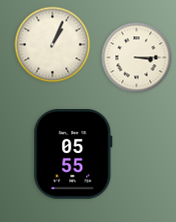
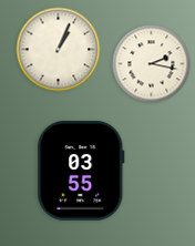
clock at (137, 58): 3:15 -> 2:17
clock at (73, 155): 05:55 -> 03:55
